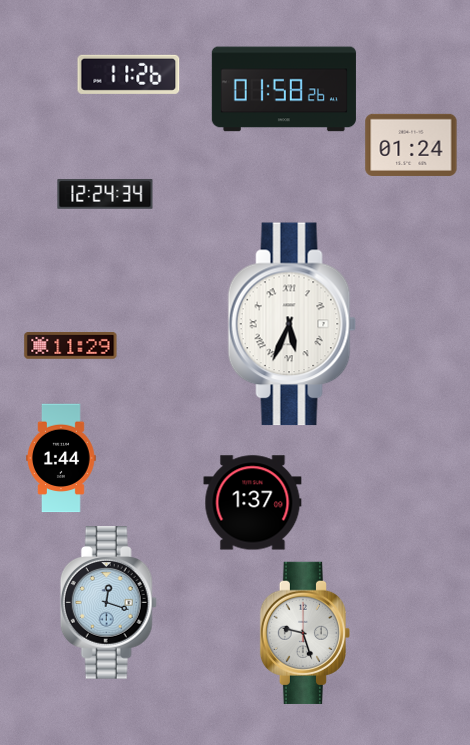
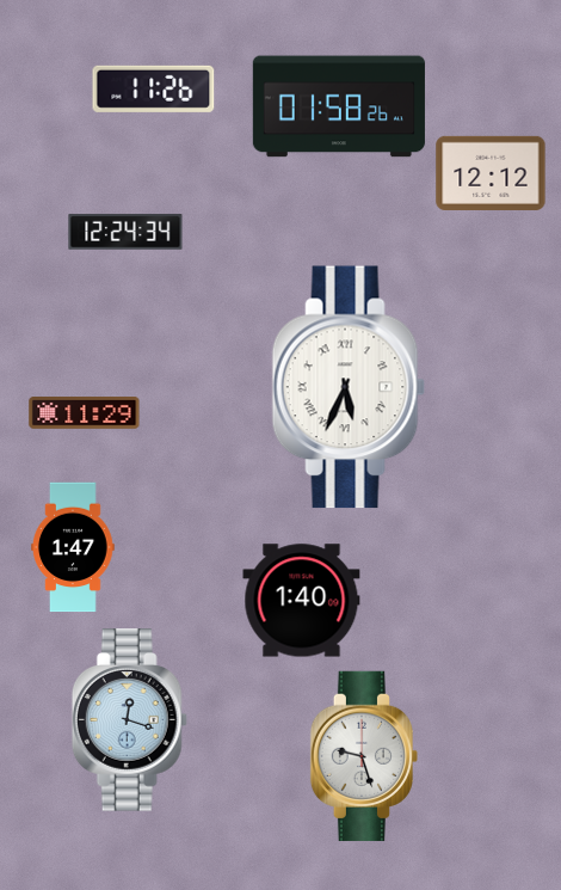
clock at (411, 145): 01:24 -> 12:12
clock at (62, 458): 1:44 -> 1:47
clock at (253, 503): 1:37 -> 1:40
